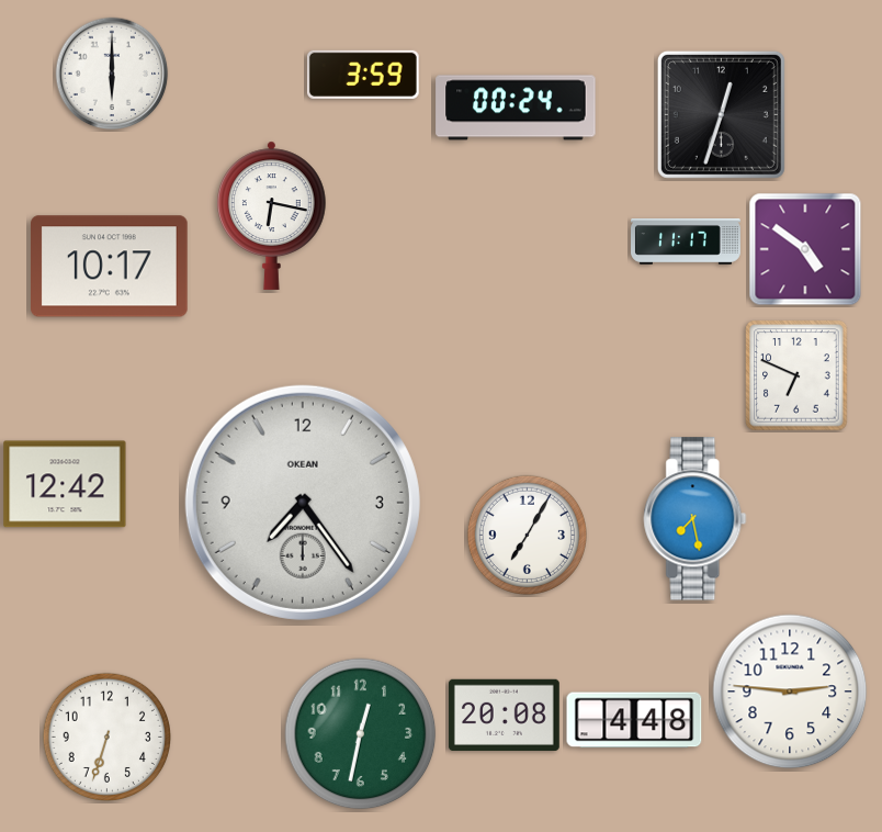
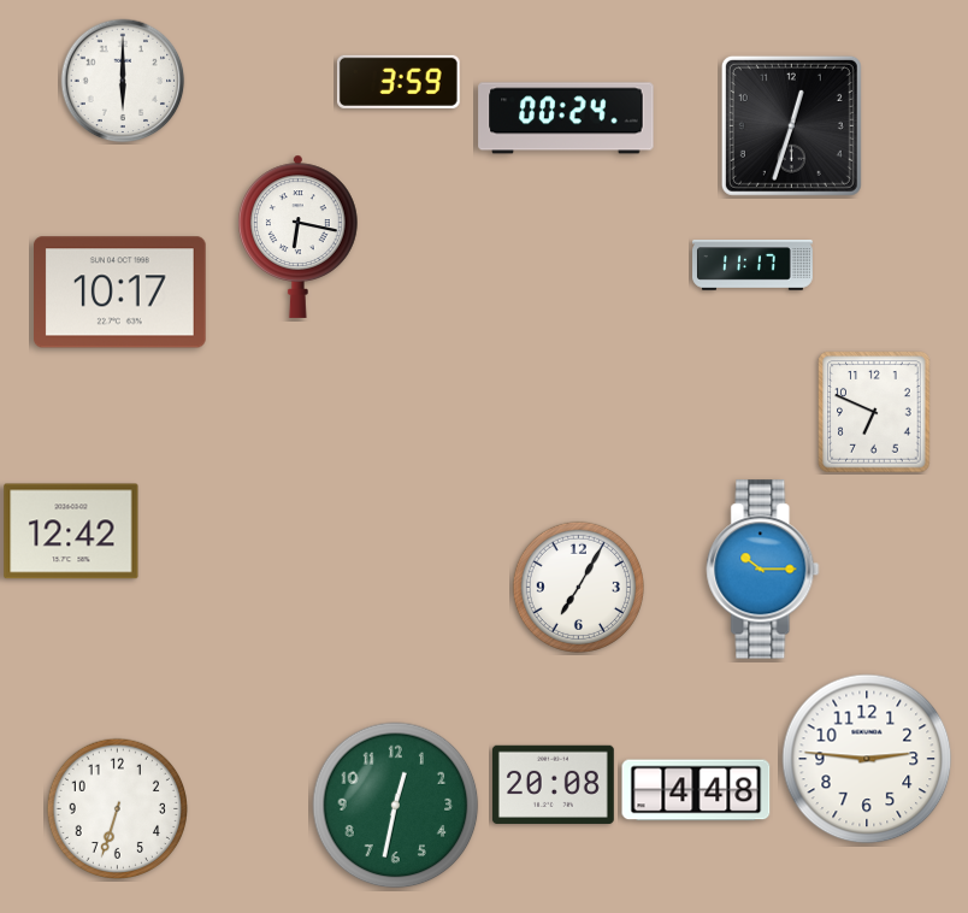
clock at (805, 249): 4:51 -> none
clock at (303, 503): 7:24 -> none
clock at (696, 519): 7:28 -> 10:15
